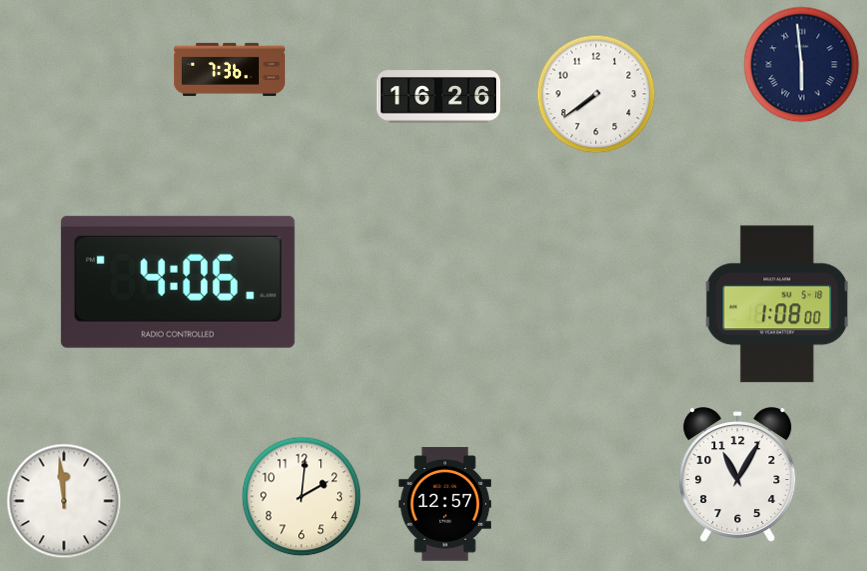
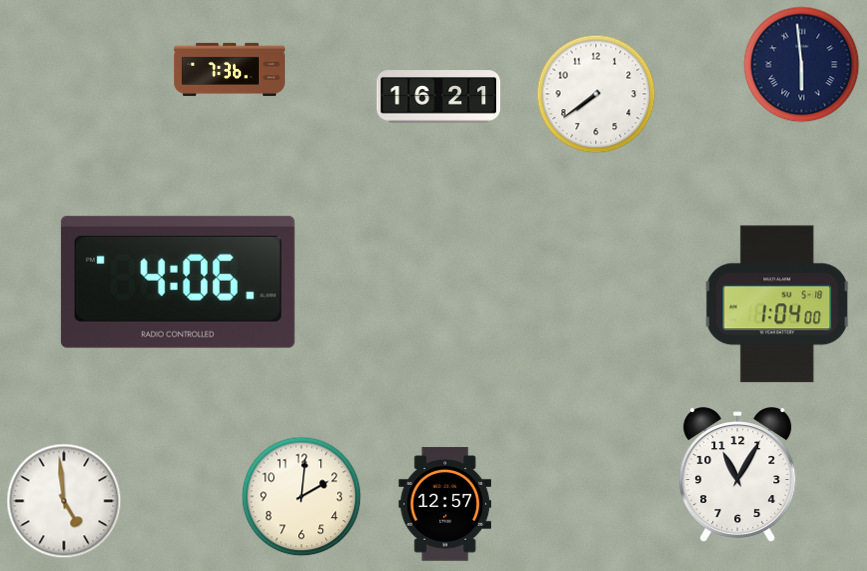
clock at (439, 97): 16:26 -> 16:21
clock at (777, 304): 1:08 -> 1:04
clock at (64, 501): 11:59 -> 4:59
